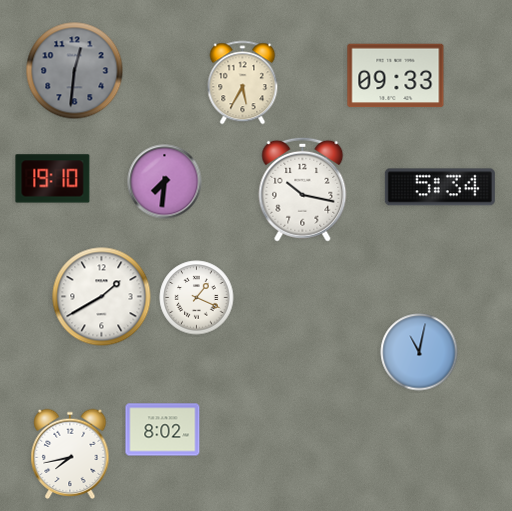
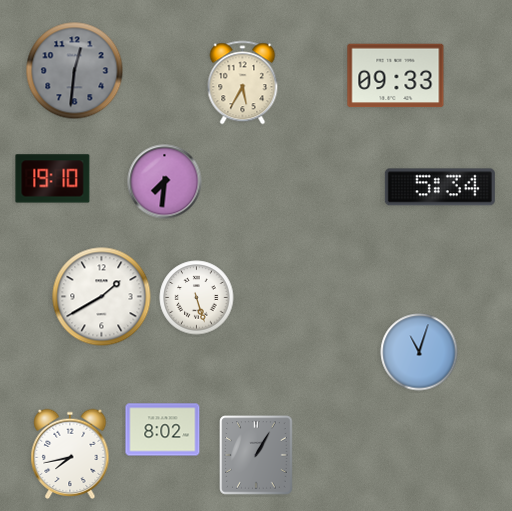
clock at (303, 189): 10:17 -> none
clock at (197, 298): 1:19 -> 5:27
clock at (419, 352): 11:02 -> 11:03
clock at (256, 455): none -> 1:05
